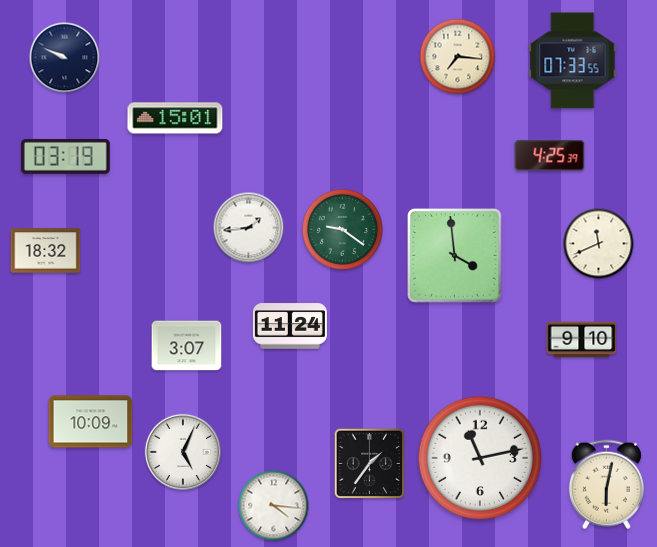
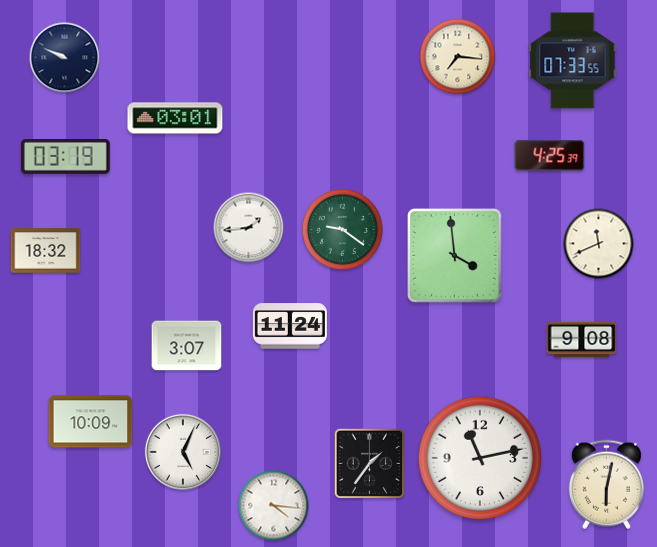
clock at (175, 118): 15:01 -> 03:01
clock at (582, 340): 9:10 -> 9:08
